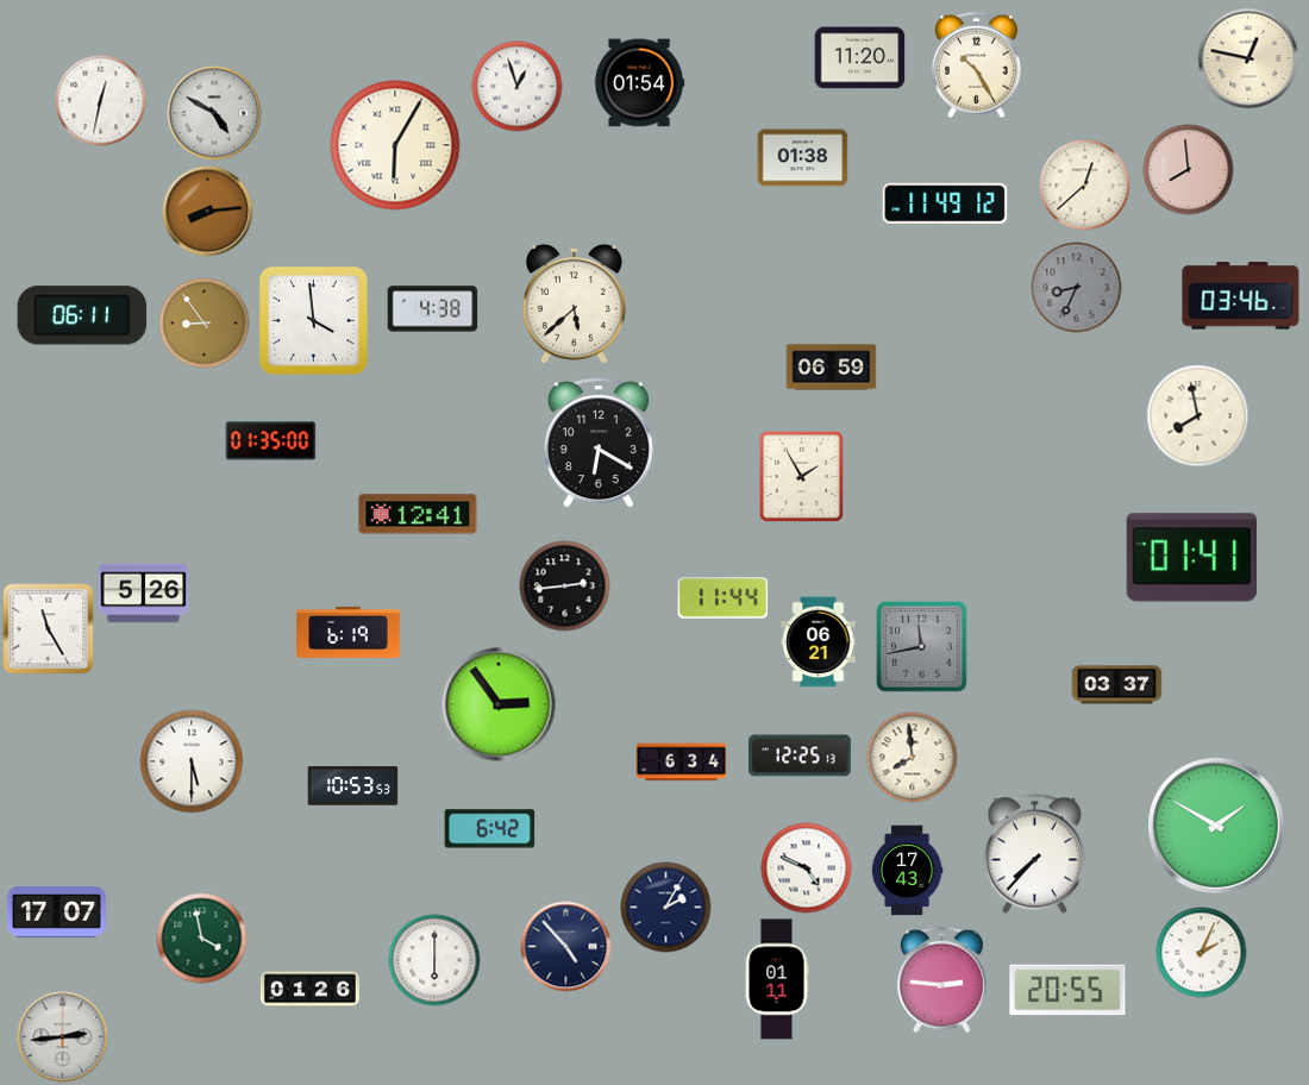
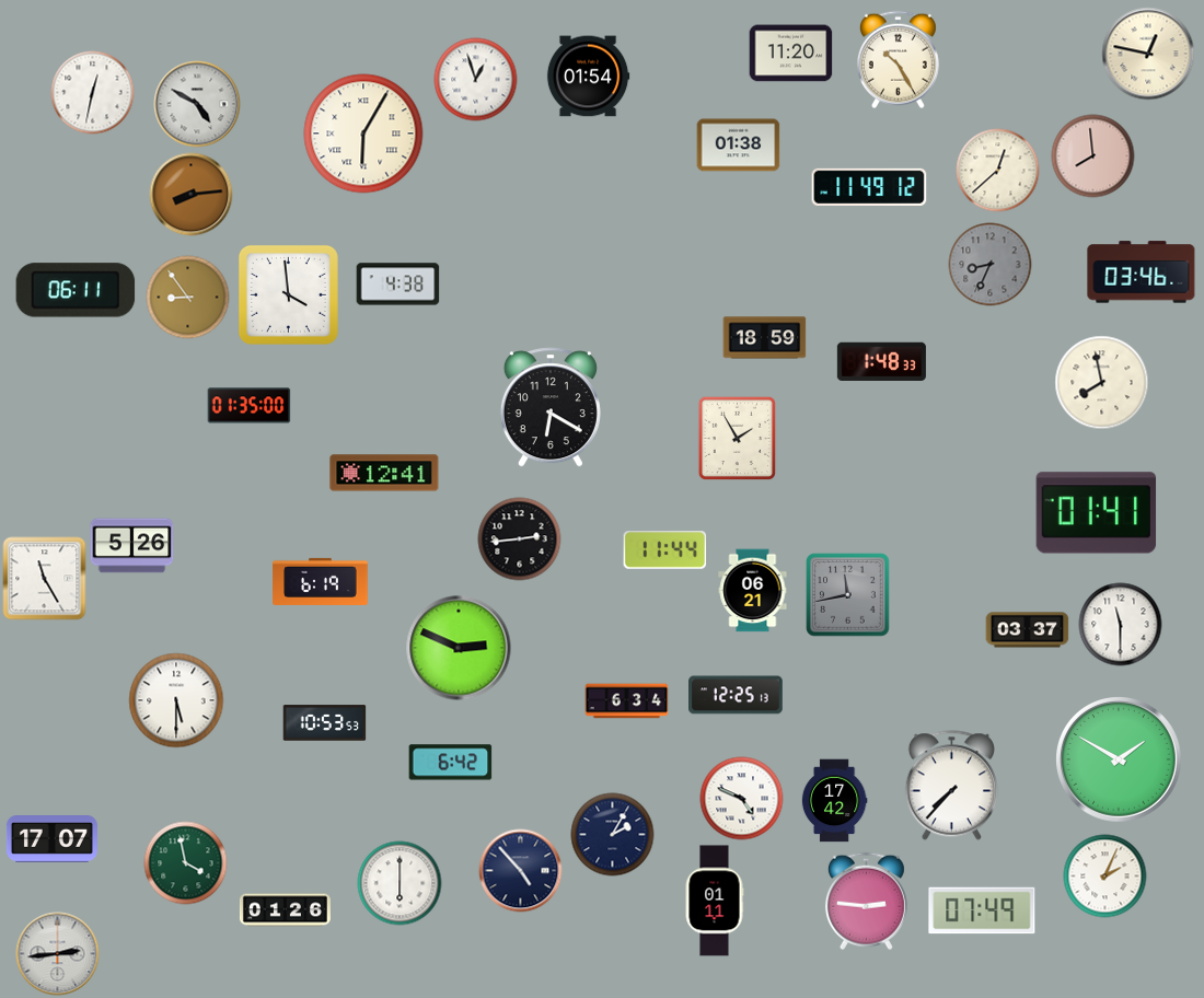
clock at (574, 303): 5:38 -> none
clock at (832, 368): 06:59 -> 18:59
clock at (881, 361): none -> 1:48
clock at (1121, 625): none -> 11:30
clock at (499, 704): 2:54 -> 2:49
clock at (913, 758): 7:59 -> none
clock at (907, 871): 17:43 -> 17:42
clock at (1067, 990): 20:55 -> 07:49
